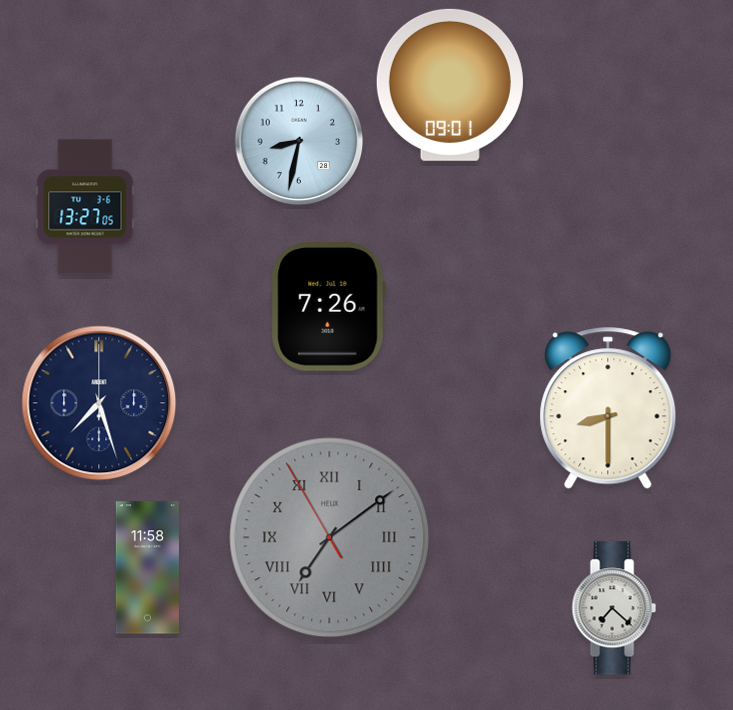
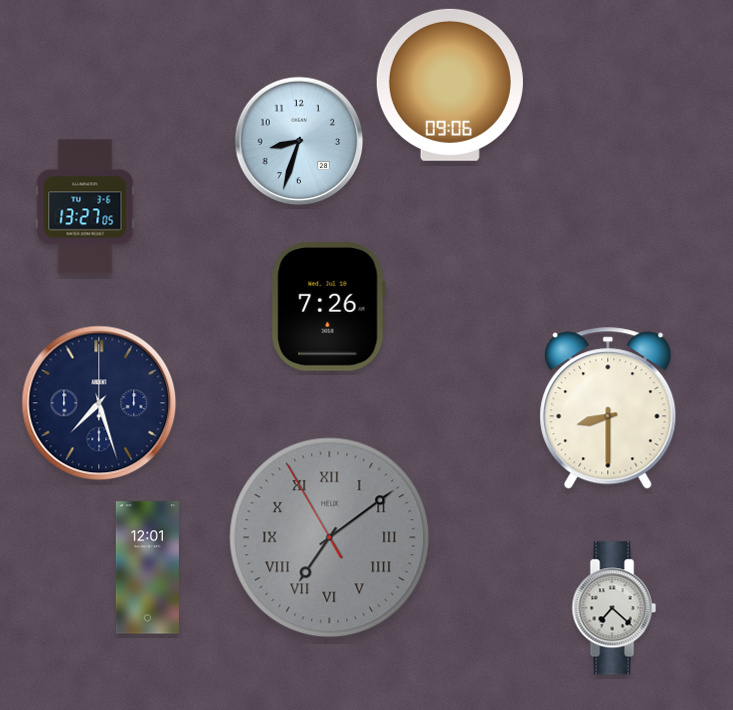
clock at (450, 85): 09:01 -> 09:06
clock at (299, 141): 8:32 -> 8:33
clock at (147, 568): 11:58 -> 12:01
